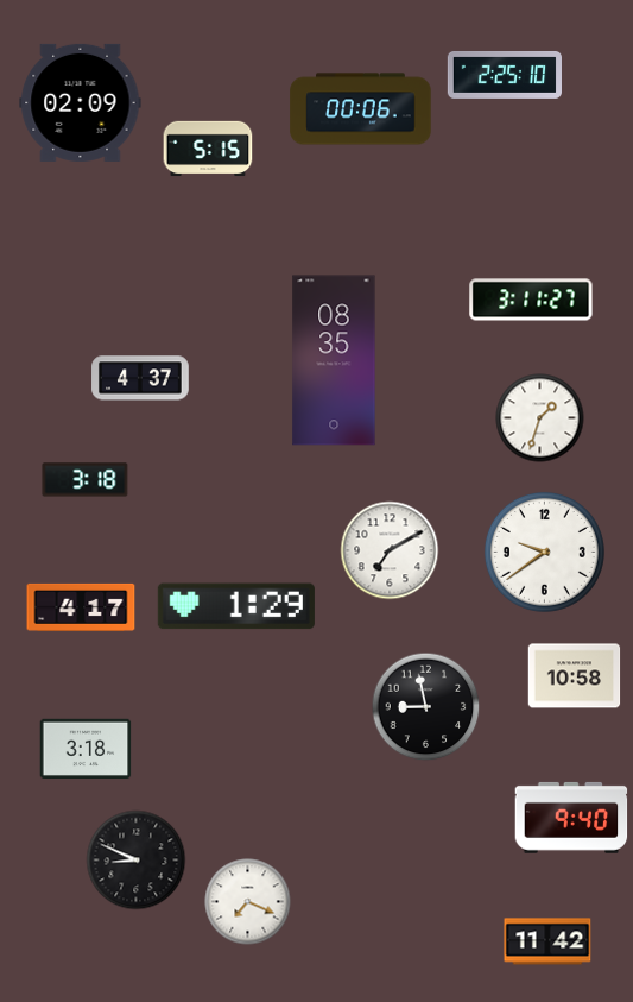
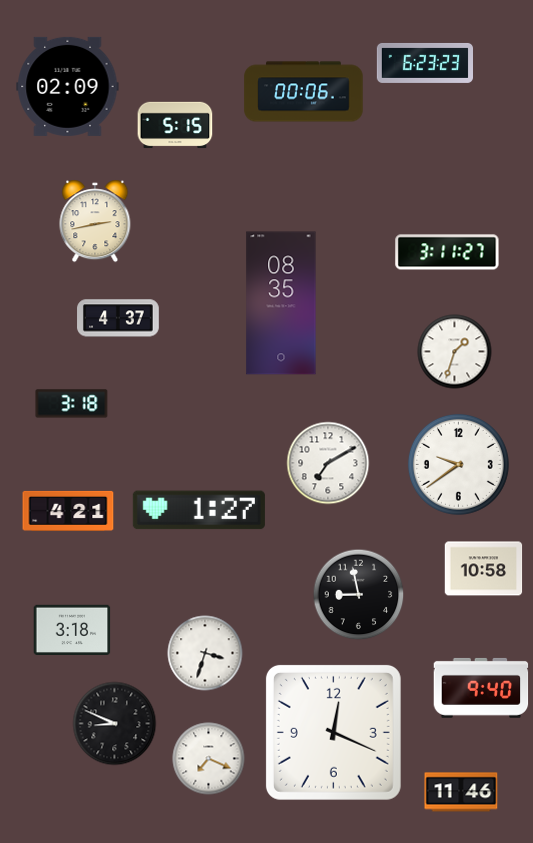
clock at (504, 75): 2:25 -> 6:23
clock at (95, 221): none -> 2:43
clock at (236, 606): 1:29 -> 1:27
clock at (81, 607): 4:17 -> 4:21
clock at (205, 653): none -> 3:33
clock at (333, 732): none -> 12:19
clock at (547, 941): 11:42 -> 11:46
